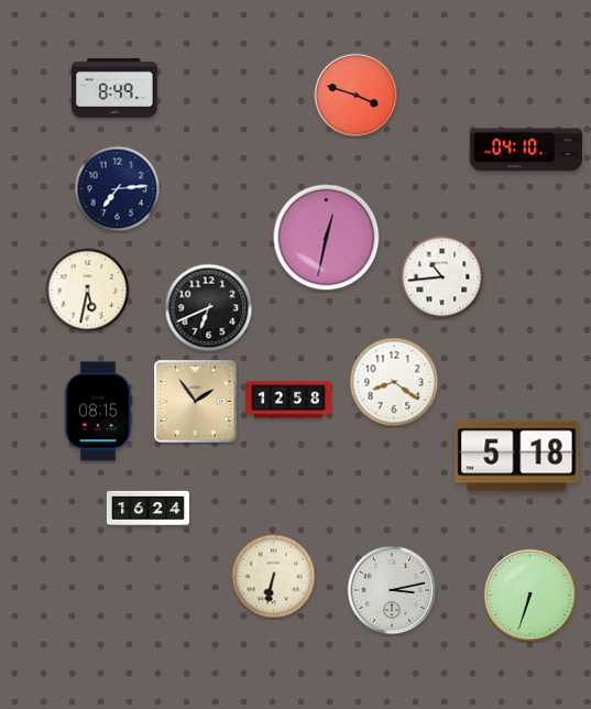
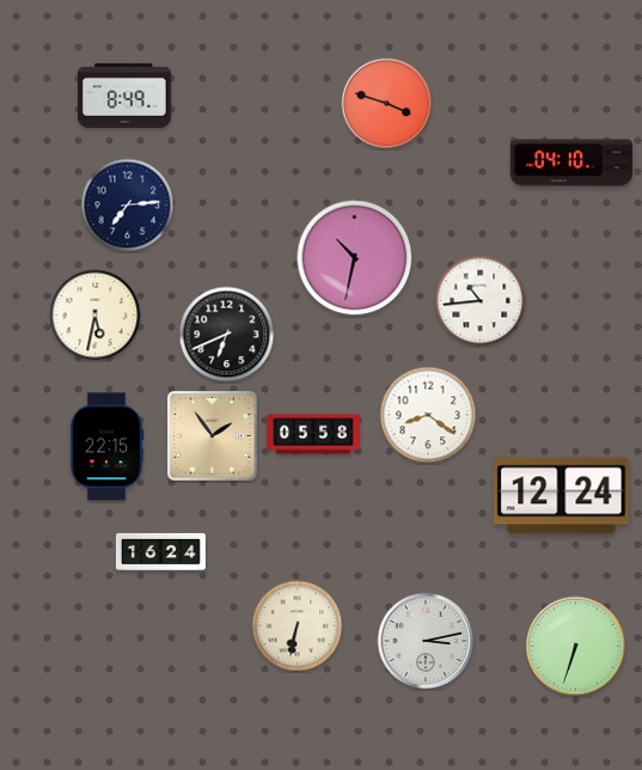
clock at (327, 238): 12:32 -> 10:32
clock at (288, 400): 12:58 -> 05:58
clock at (98, 412): 08:15 -> 22:15
clock at (517, 457): 5:18 -> 12:24
